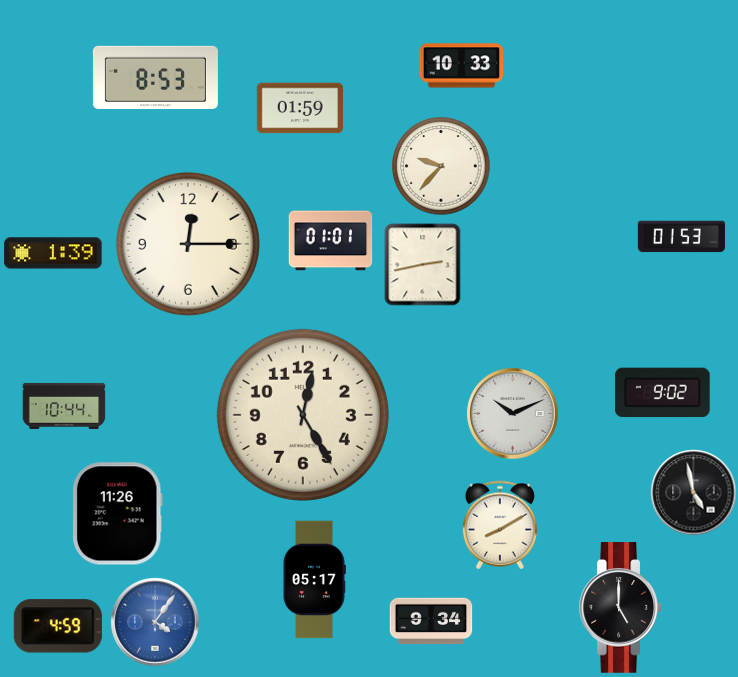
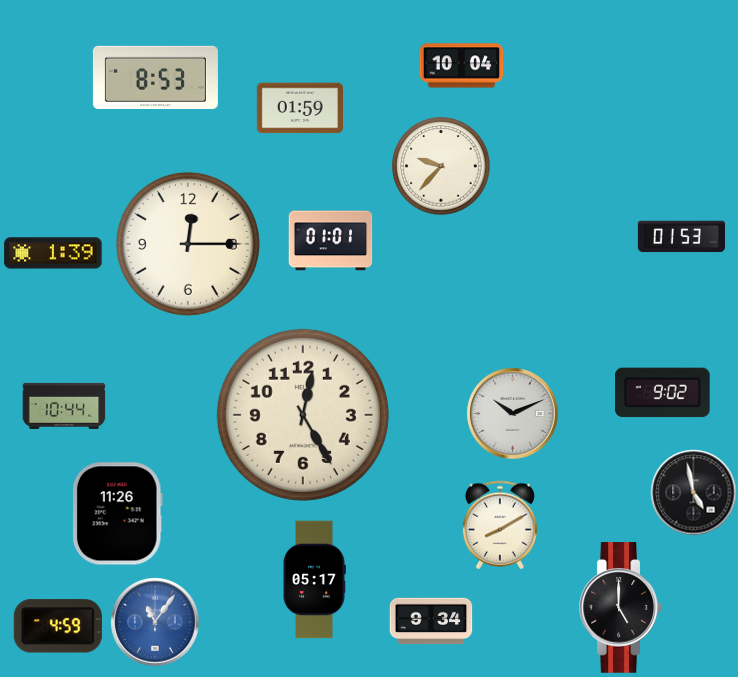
clock at (462, 66): 10:33 -> 10:04
clock at (423, 265): 2:43 -> none
clock at (155, 622): 4:06 -> 11:06
